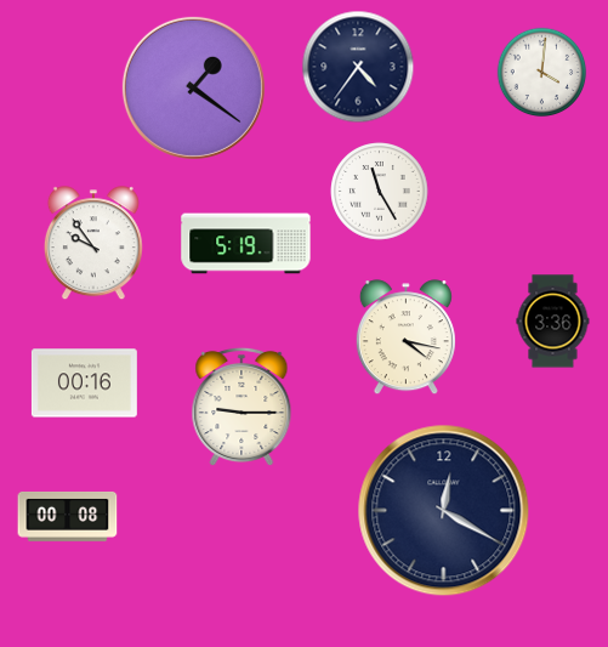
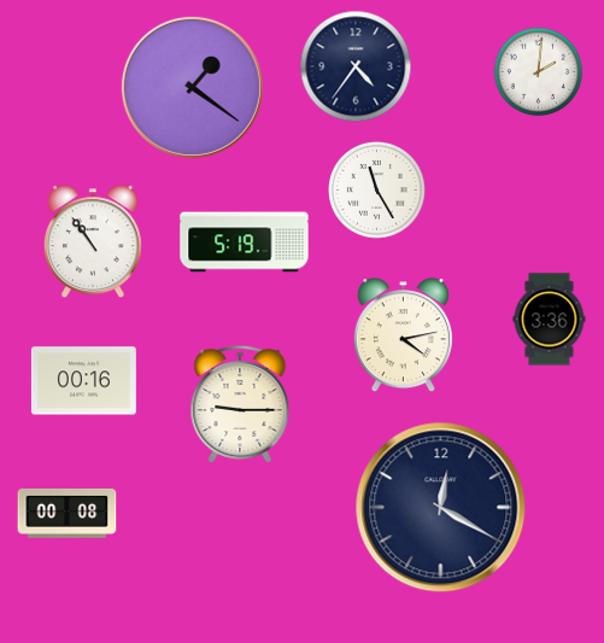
clock at (542, 73): 4:01 -> 2:01
clock at (93, 244): 9:54 -> 10:54
clock at (405, 337): 4:17 -> 4:13
